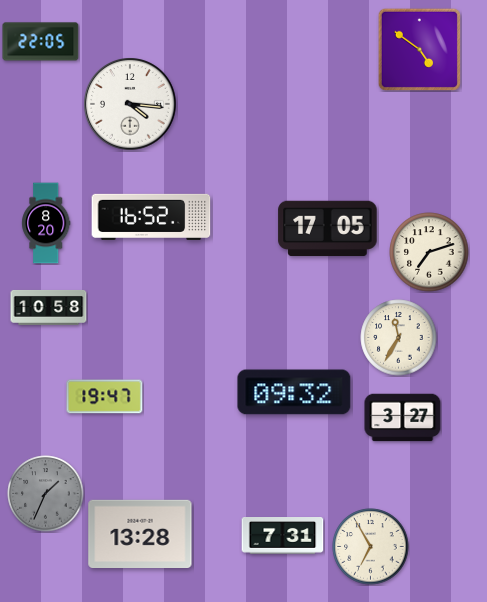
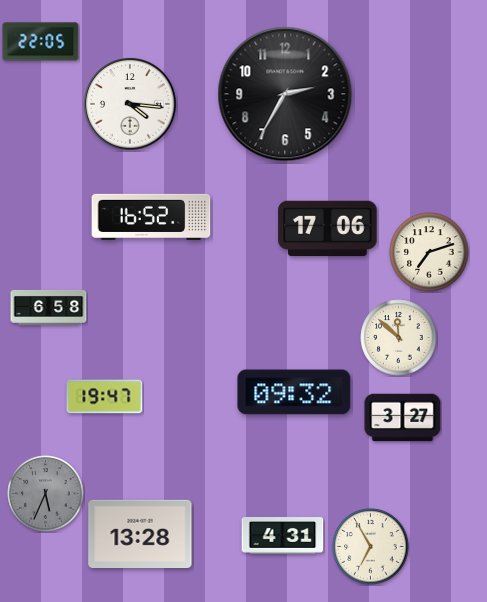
clock at (419, 49): 4:51 -> none
clock at (285, 94): none -> 2:35
clock at (46, 223): 8:20 -> none
clock at (328, 229): 17:05 -> 17:06
clock at (49, 308): 10:58 -> 6:58
clock at (399, 338): 11:35 -> 11:52
clock at (46, 494): 1:34 -> 5:34
clock at (283, 536): 7:31 -> 4:31
